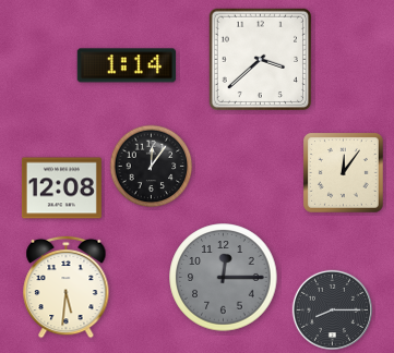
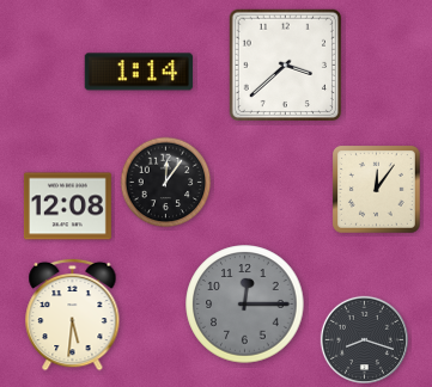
clock at (332, 309): 8:15 -> 8:18
